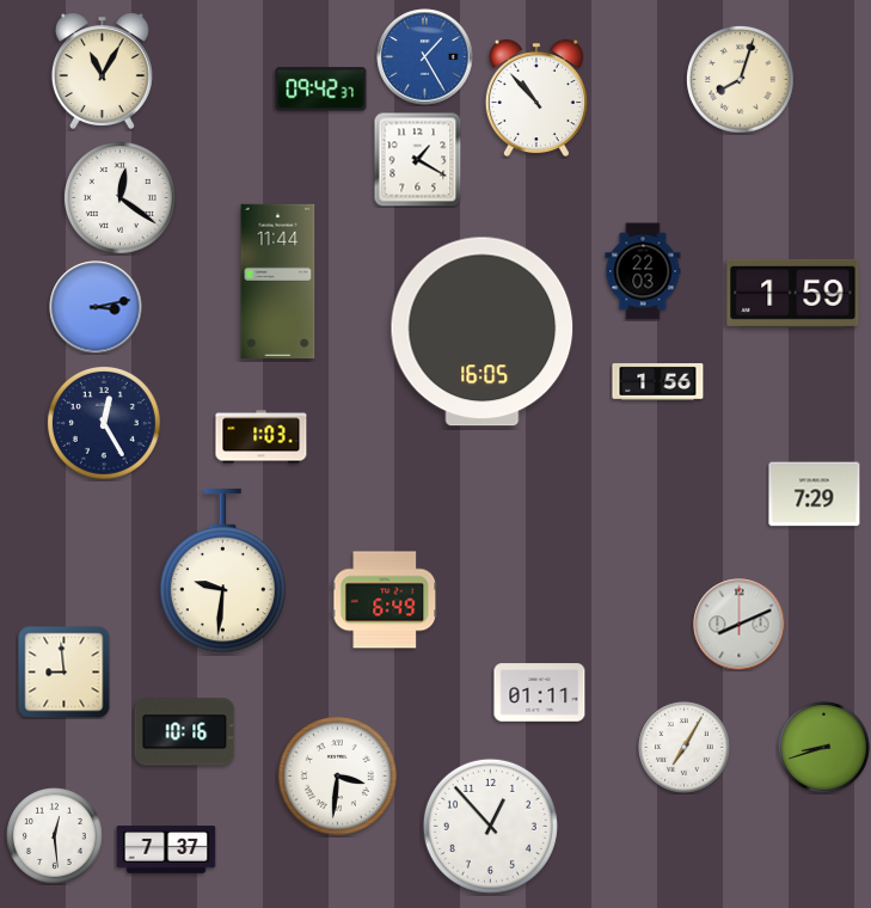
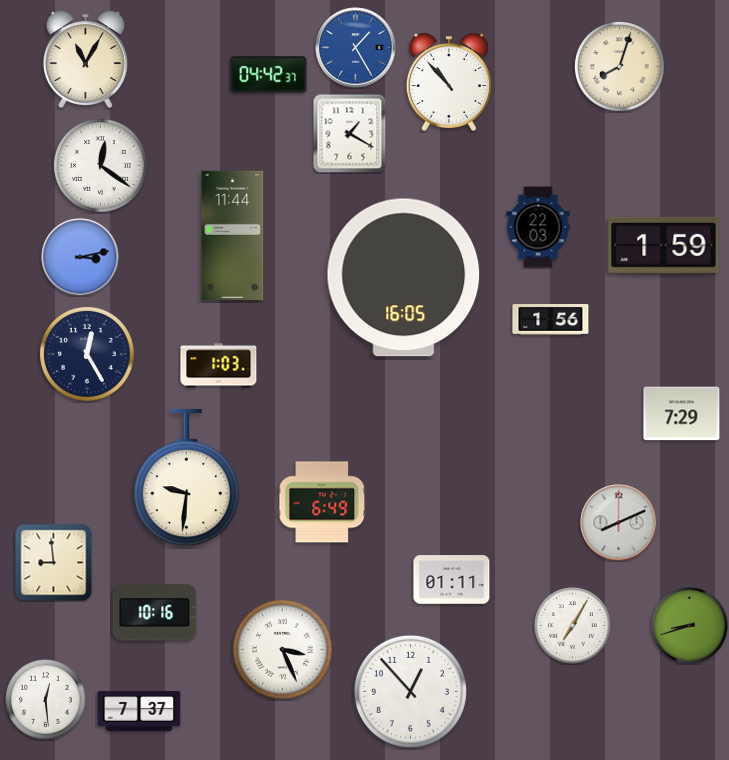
clock at (321, 90): 09:42 -> 04:42
clock at (337, 775): 3:31 -> 3:26
